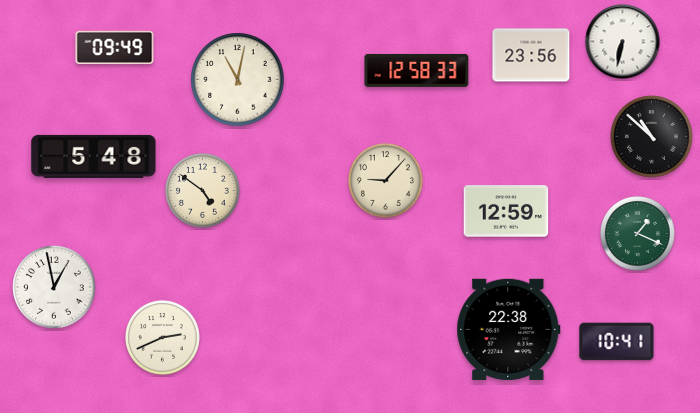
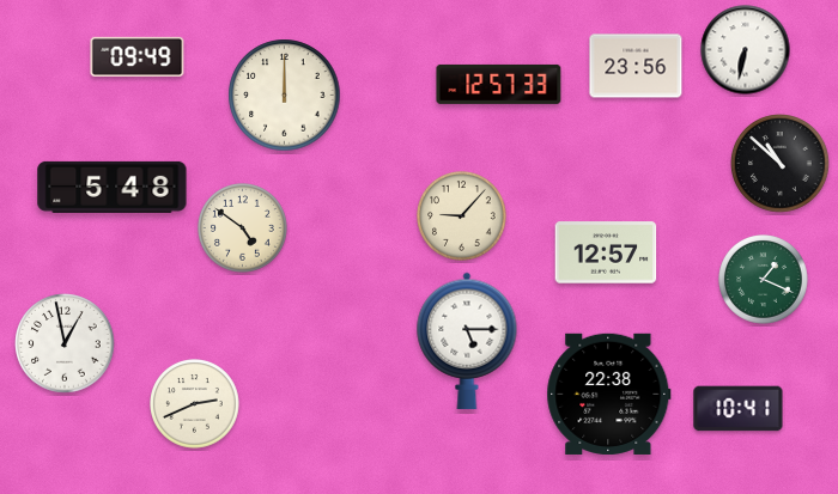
clock at (417, 70): 12:58 -> 12:57
clock at (238, 80): 11:02 -> 12:00
clock at (506, 211): 12:59 -> 12:57
clock at (467, 341): none -> 5:15
